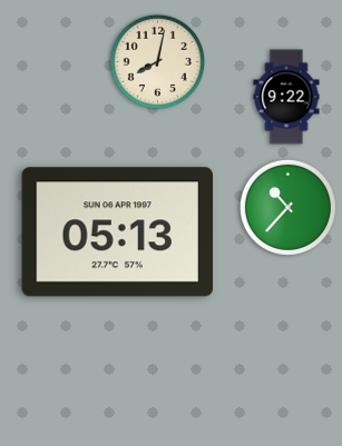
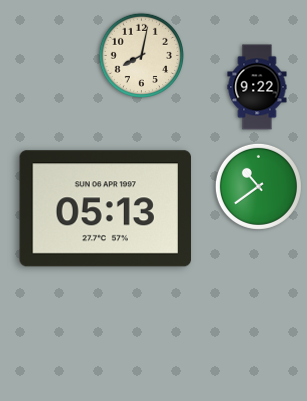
clock at (287, 207): 10:37 -> 10:39
